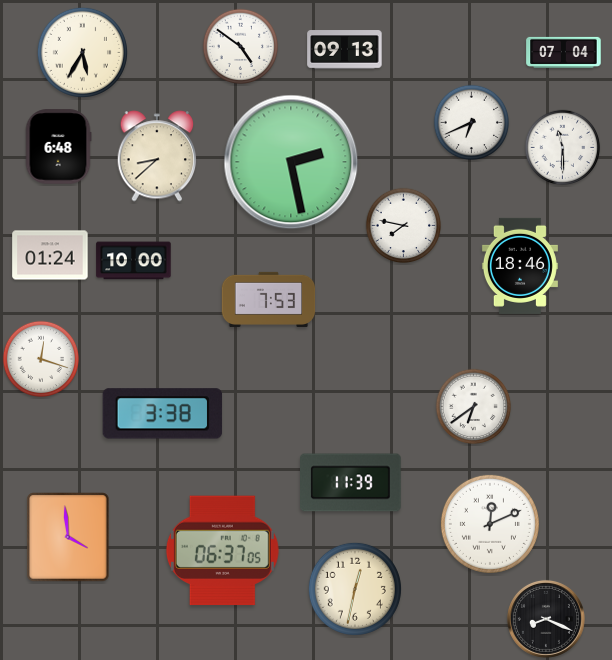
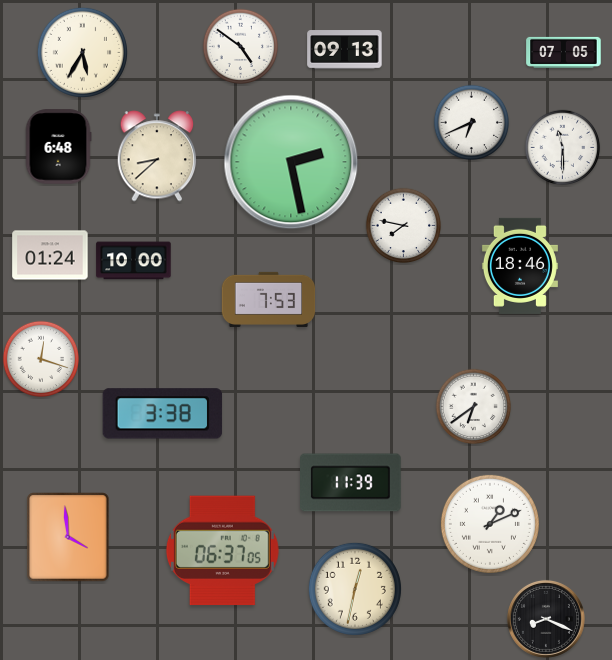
clock at (564, 52): 07:04 -> 07:05
clock at (490, 524): 12:11 -> 1:11
